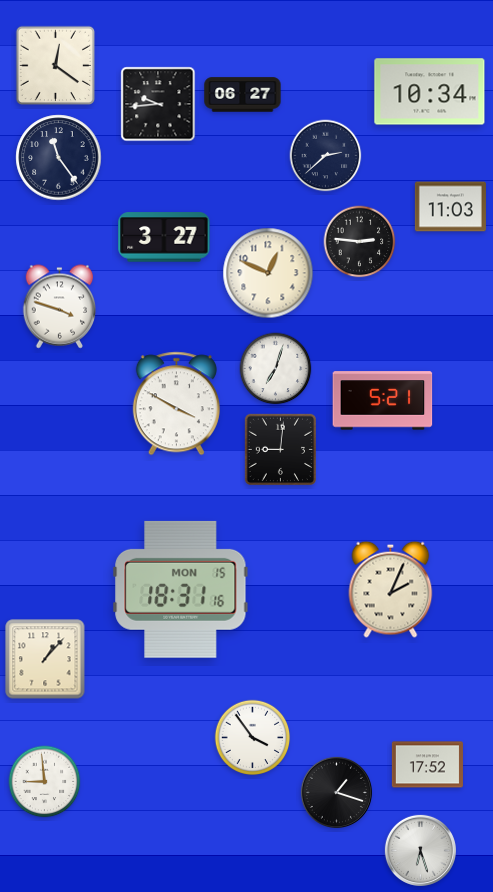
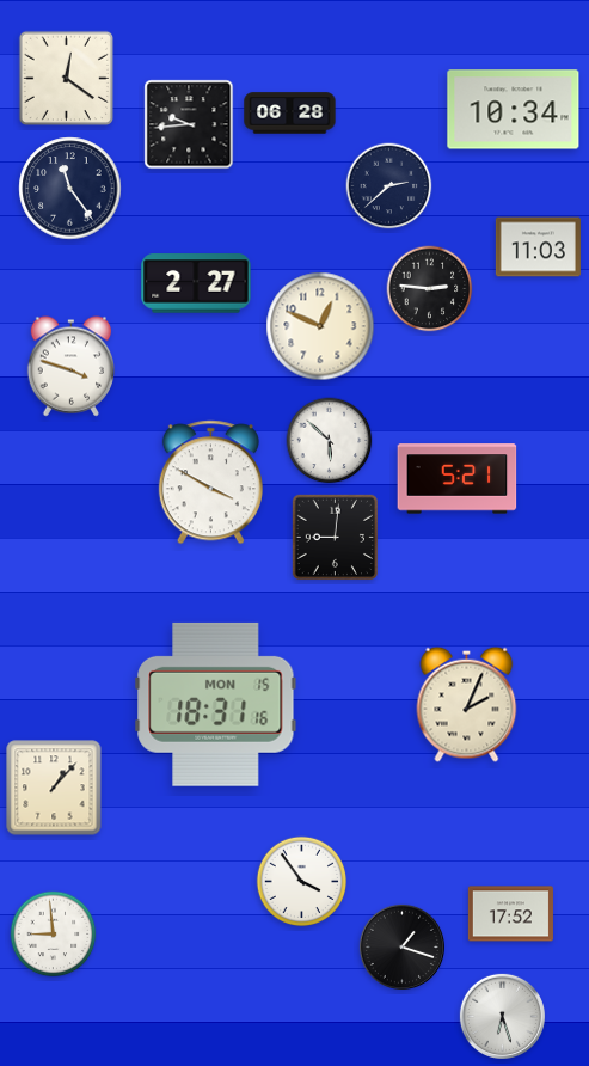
clock at (243, 95): 06:27 -> 06:28
clock at (164, 237): 3:27 -> 2:27
clock at (276, 369): 7:03 -> 5:52
